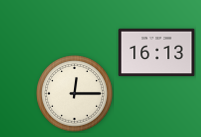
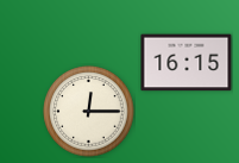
clock at (157, 53): 16:13 -> 16:15
